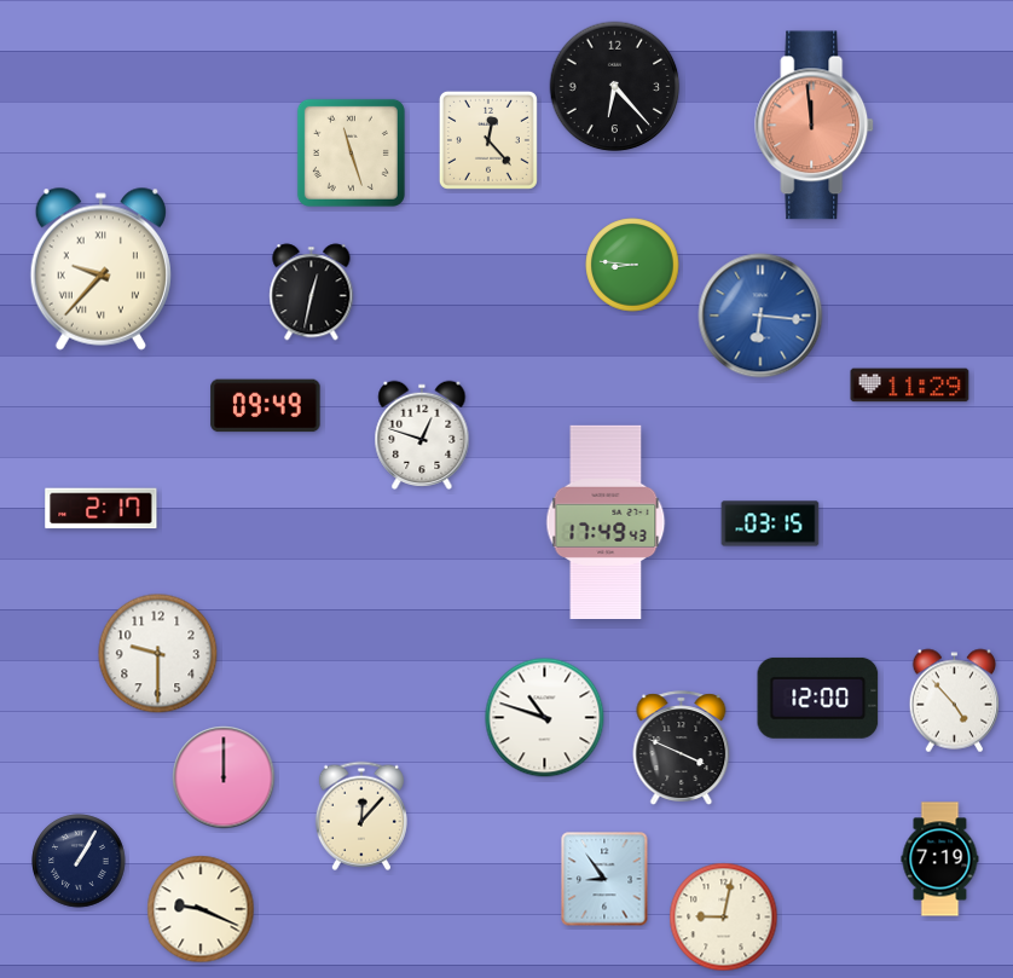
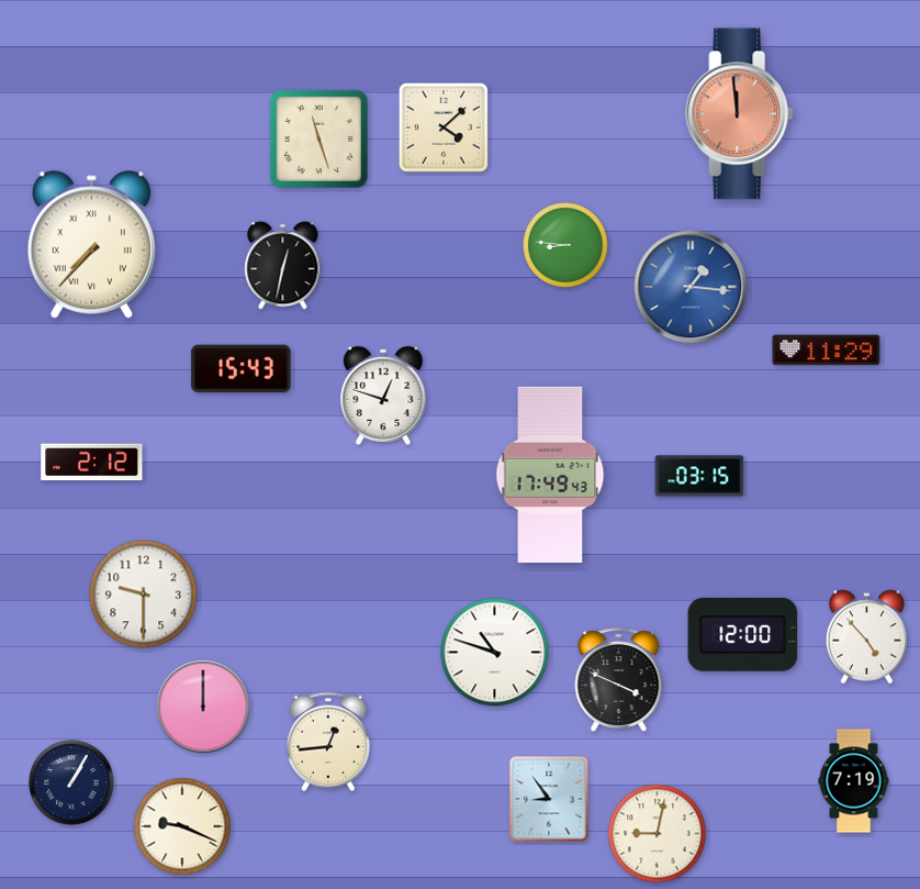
clock at (615, 87): 6:23 -> none
clock at (488, 140): 12:23 -> 4:08
clock at (632, 265) position: (632, 265) -> (565, 245)
clock at (100, 268): 9:37 -> 7:37
clock at (760, 316): 6:16 -> 1:16
clock at (266, 406): 09:49 -> 15:43
clock at (102, 509): 2:17 -> 2:12
clock at (361, 816): 12:07 -> 12:44
